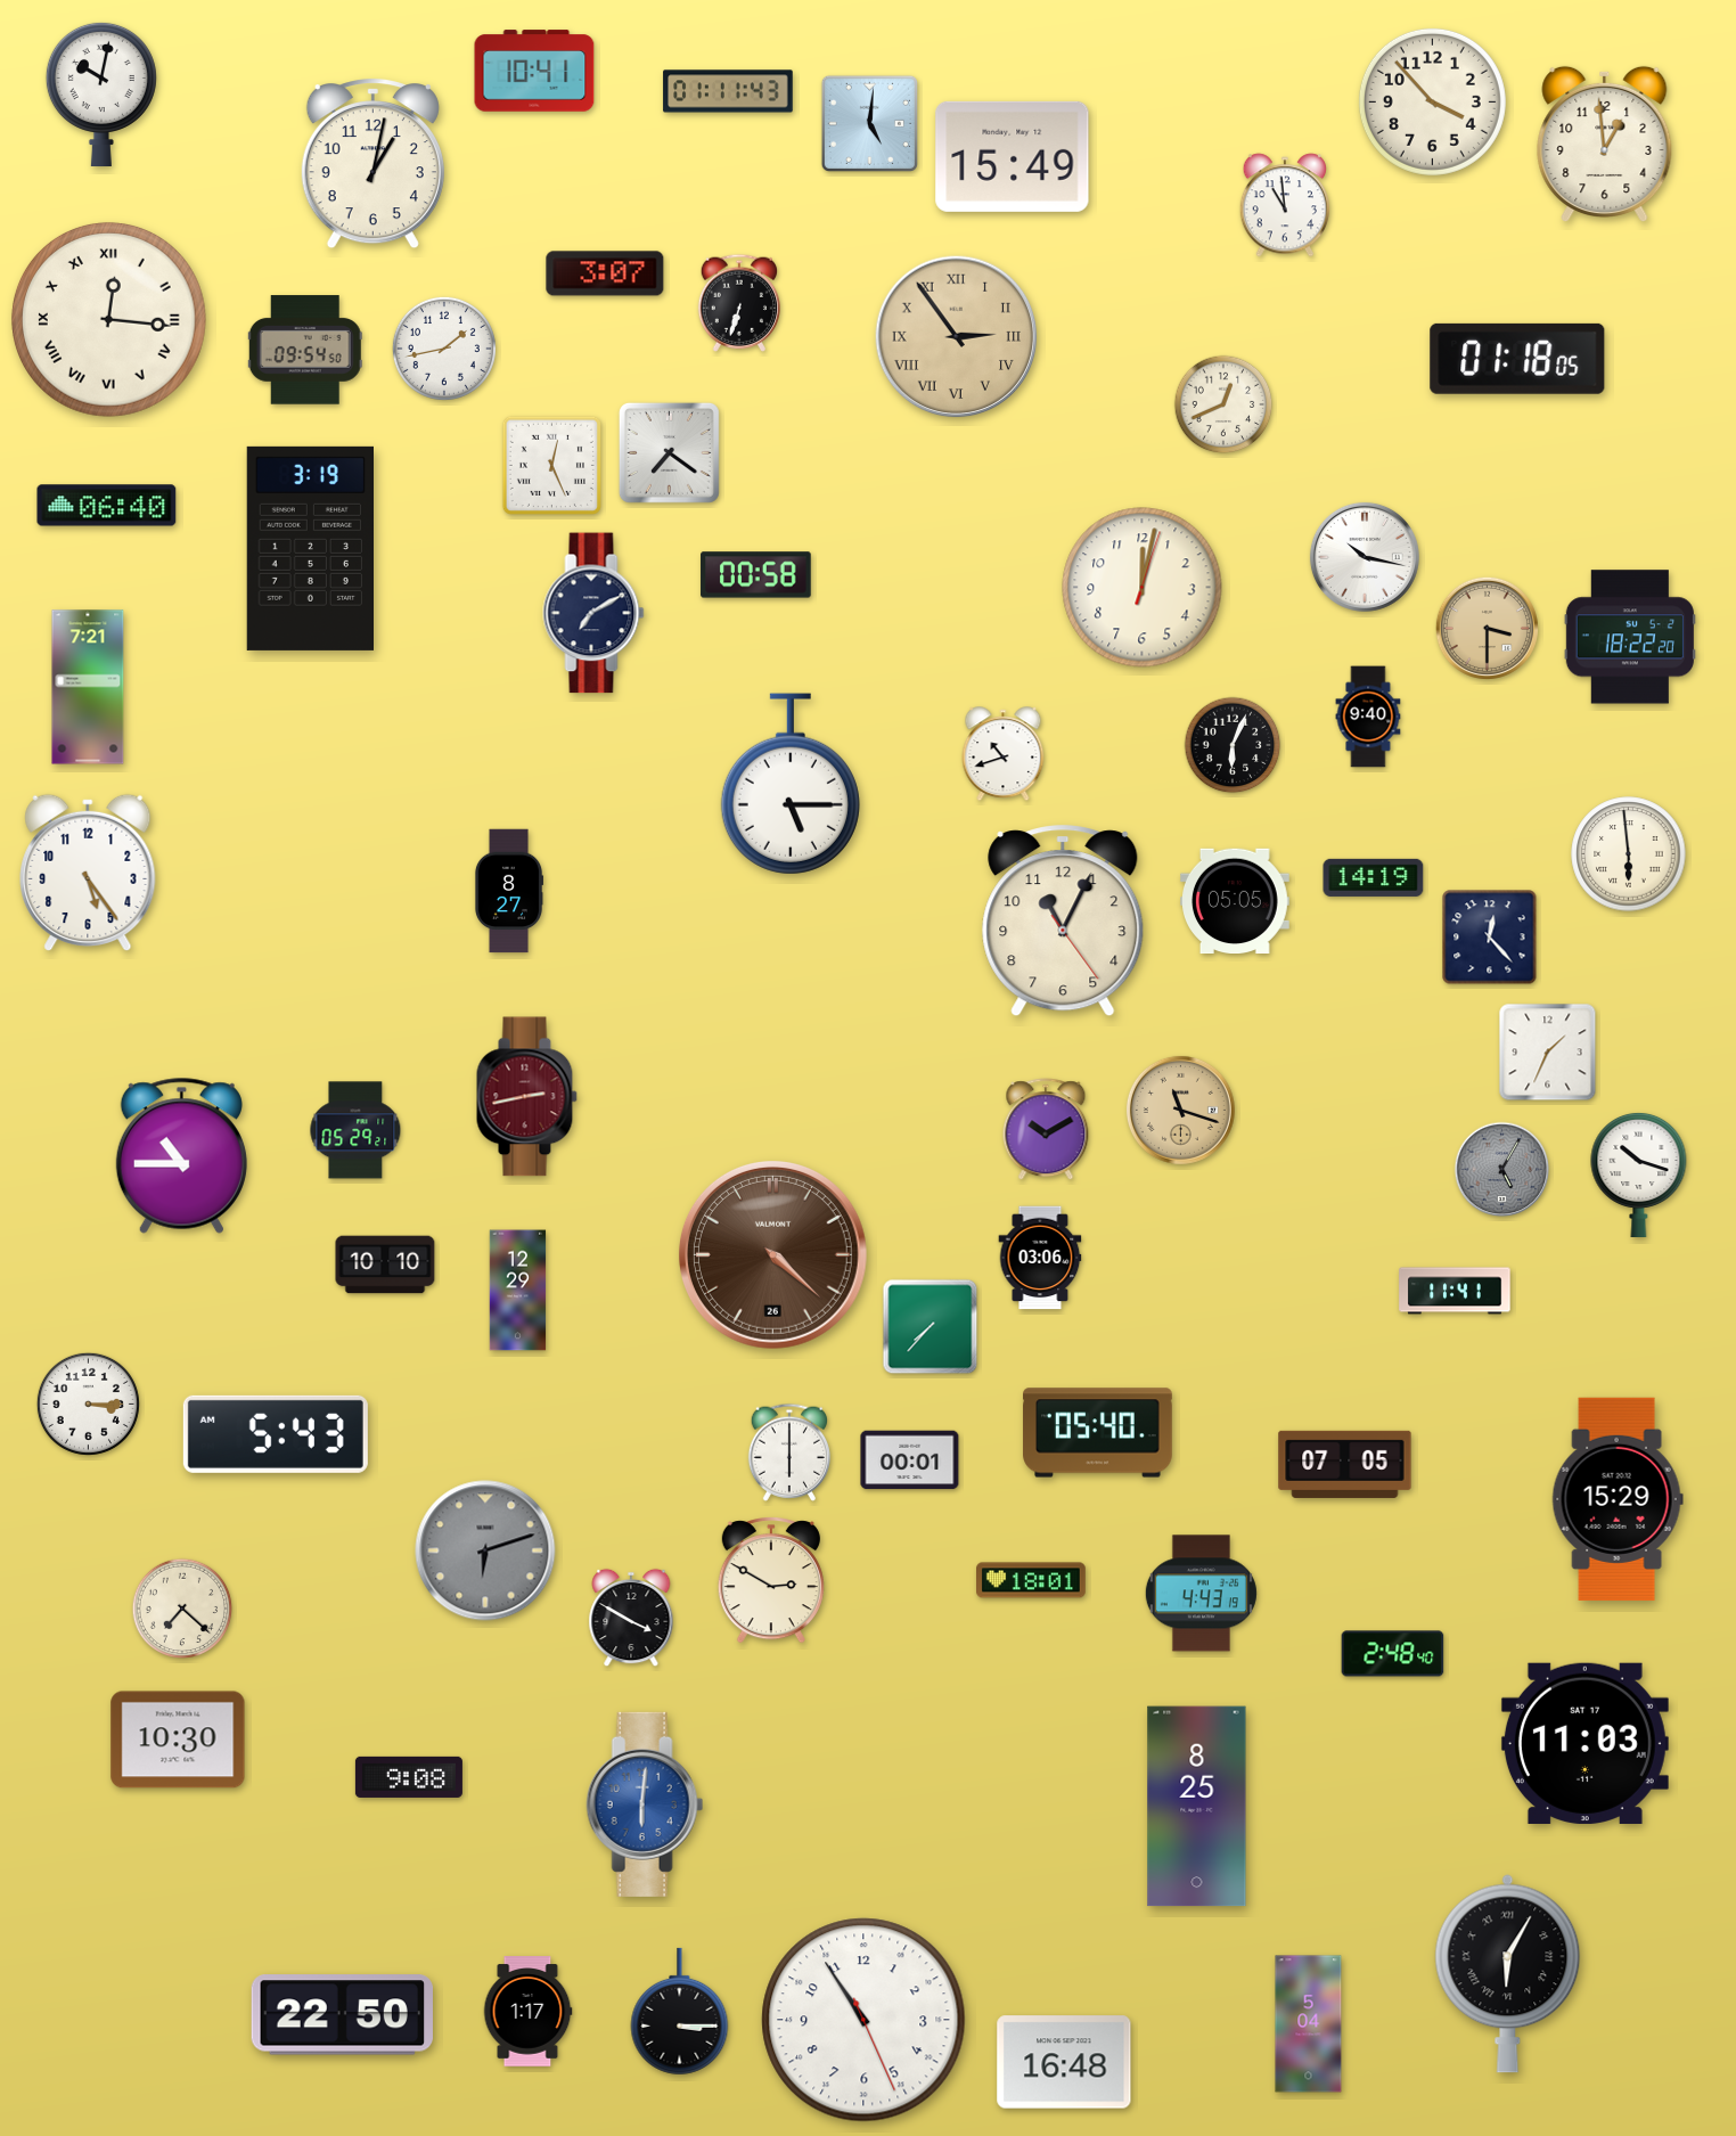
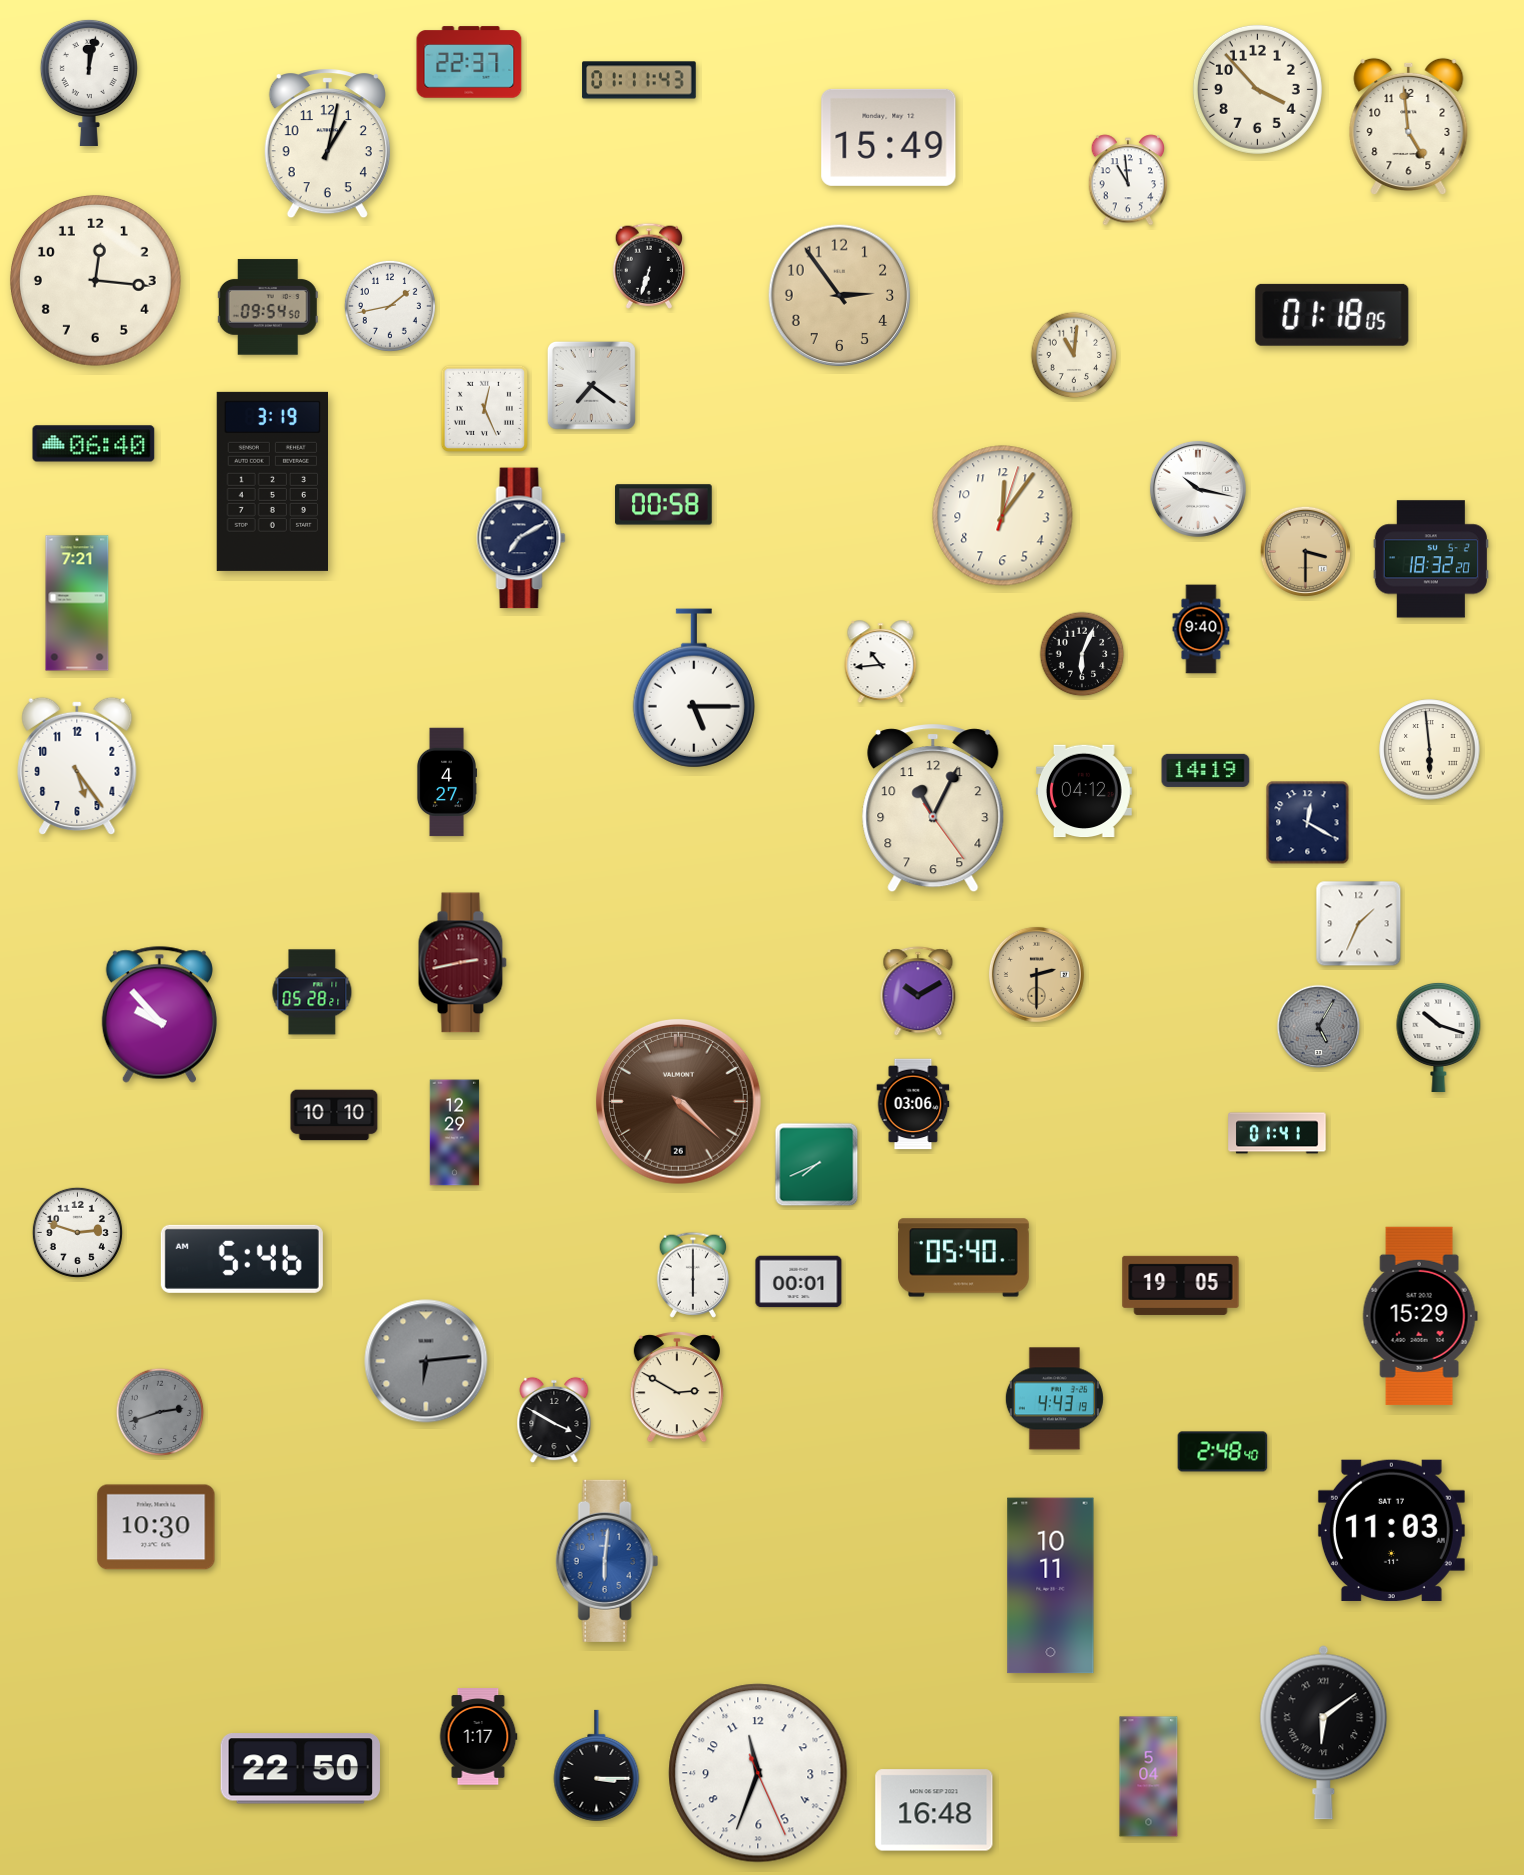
clock at (534, 71): 10:41 -> 22:37
clock at (101, 93): 10:02 -> 12:02
clock at (869, 123): 5:01 -> none
clock at (1605, 144): 12:59 -> 4:59
clock at (605, 273): 3:07 -> none
clock at (108, 319) numerals: Roman -> Arabic
clock at (957, 337) numerals: Roman -> Arabic
clock at (1223, 404): 12:41 -> 11:01
clock at (669, 452) position: (669, 452) -> (591, 385)
clock at (1143, 588): 12:02 -> 12:06
clock at (1630, 637): 18:22 -> 18:32
clock at (1004, 754): 10:42 -> 10:44
clock at (508, 891): 8:27 -> 4:27
clock at (1236, 901): 05:05 -> 04:12
clock at (1490, 938): 12:23 -> 12:20
clock at (1180, 1110): 11:18 -> 2:30
clock at (355, 1130): 05:29 -> 05:28
clock at (181, 1155): 10:45 -> 9:53
clock at (1639, 1173) position: (1639, 1173) -> (1439, 1036)
clock at (385, 1265) position: (385, 1265) -> (334, 1115)
clock at (1455, 1291): 11:41 -> 01:41
clock at (931, 1327): 7:37 -> 7:41
clock at (88, 1403): 3:15 -> 2:48
clock at (276, 1434): 5:43 -> 5:46
clock at (1345, 1464): 07:05 -> 19:05
clock at (485, 1550): 6:12 -> 6:14
clock at (1032, 1580): 18:01 -> none
clock at (182, 1609): 7:22 -> 2:42
clock at (182, 1609) dial: cream -> grey
clock at (409, 1777): 9:08 -> none
clock at (645, 1804) position: (645, 1804) -> (607, 1561)
clock at (1197, 1807): 8:25 -> 10:11
clock at (1508, 1974): 6:05 -> 6:09
clock at (527, 2012) position: (527, 2012) -> (478, 1737)
clock at (863, 2020): 10:54 -> 11:33
